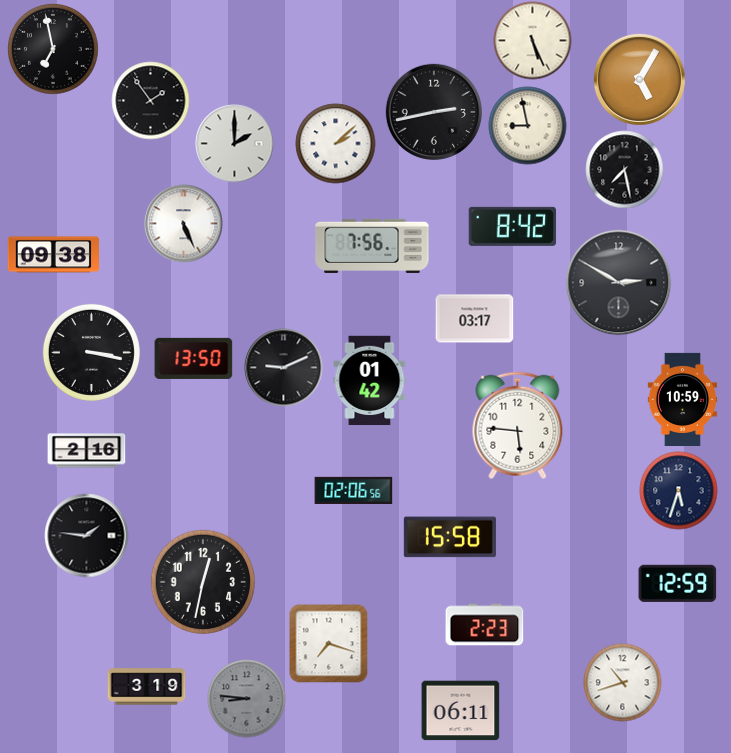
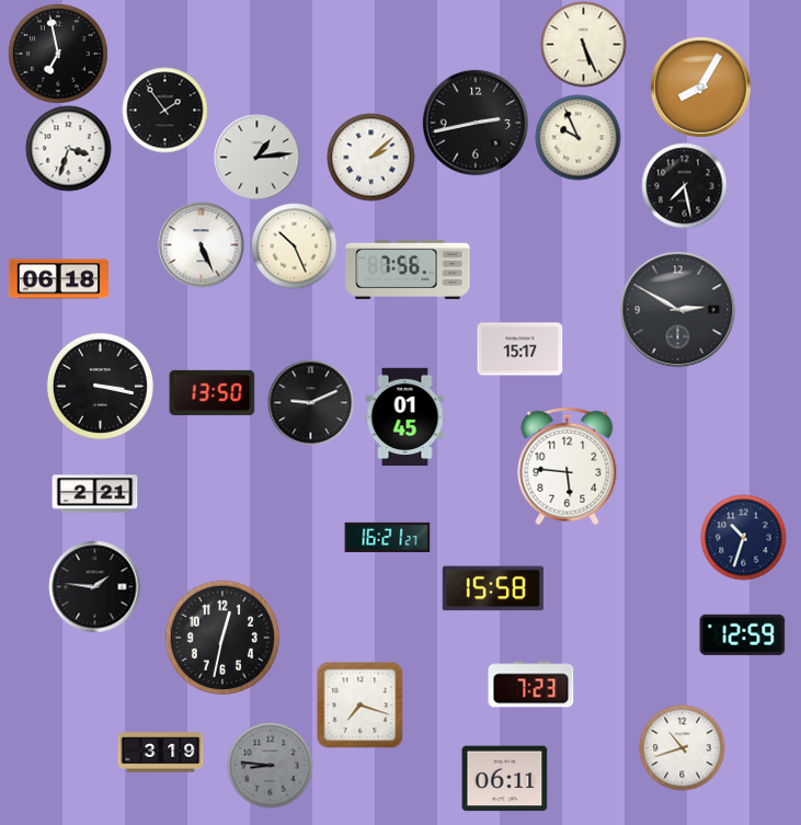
clock at (639, 79): 5:05 -> 8:05
clock at (527, 125): 8:58 -> 9:56
clock at (68, 148): none -> 3:33
clock at (234, 143): 2:00 -> 1:14
clock at (335, 143) position: (335, 143) -> (370, 157)
clock at (294, 245): none -> 10:26
clock at (512, 226): 8:42 -> none
clock at (53, 255): 09:38 -> 06:18
clock at (474, 319): 03:17 -> 15:17
clock at (370, 380): 01:42 -> 01:45
clock at (683, 399): 10:59 -> none
clock at (86, 451): 2:16 -> 2:21
clock at (353, 490): 02:06 -> 16:21
clock at (678, 490): 5:33 -> 10:33
clock at (677, 583) position: (677, 583) -> (742, 634)
clock at (484, 625): 2:23 -> 7:23
